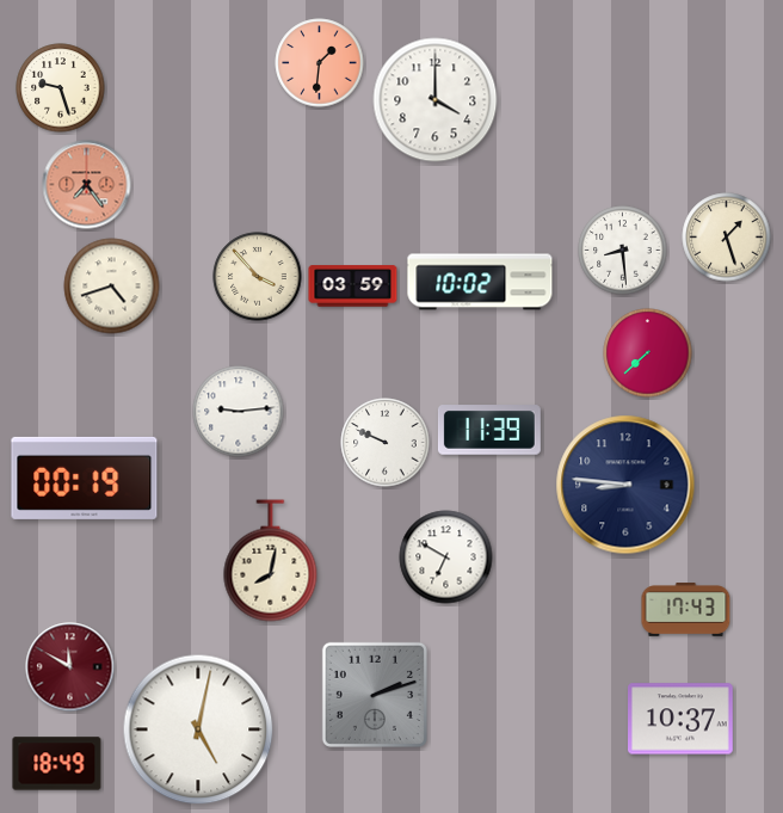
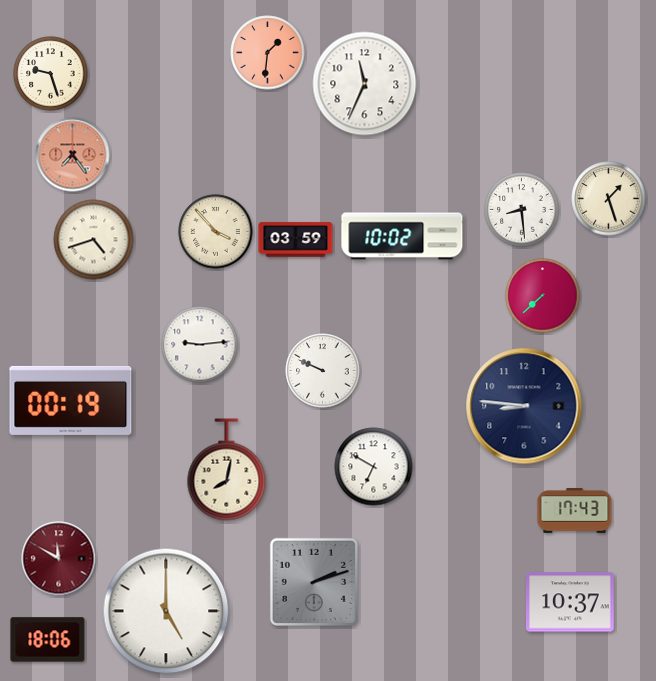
clock at (436, 100): 4:00 -> 11:34
clock at (489, 430): 11:39 -> none
clock at (198, 729): 5:02 -> 5:00
clock at (57, 764): 18:49 -> 18:06
